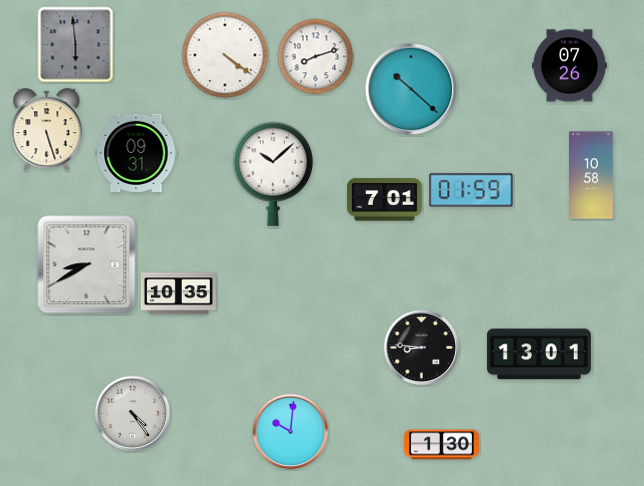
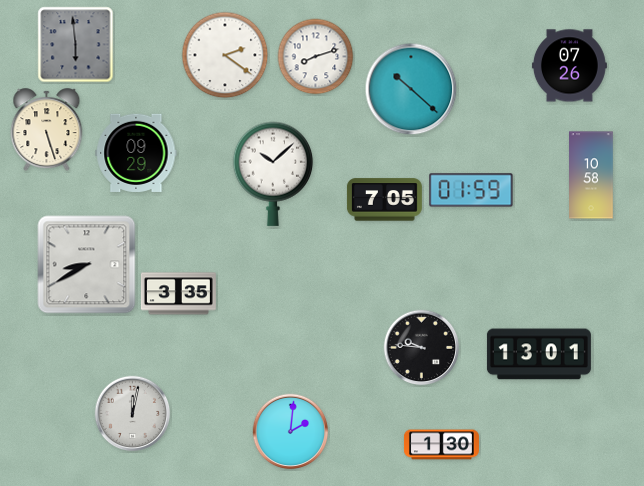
clock at (225, 55): 4:21 -> 2:21
clock at (136, 153): 09:31 -> 09:29
clock at (384, 200): 7:01 -> 7:05
clock at (178, 294): 10:35 -> 3:35
clock at (422, 348): 8:46 -> 9:46
clock at (133, 414): 4:24 -> 12:02
clock at (291, 432): 10:01 -> 2:01
